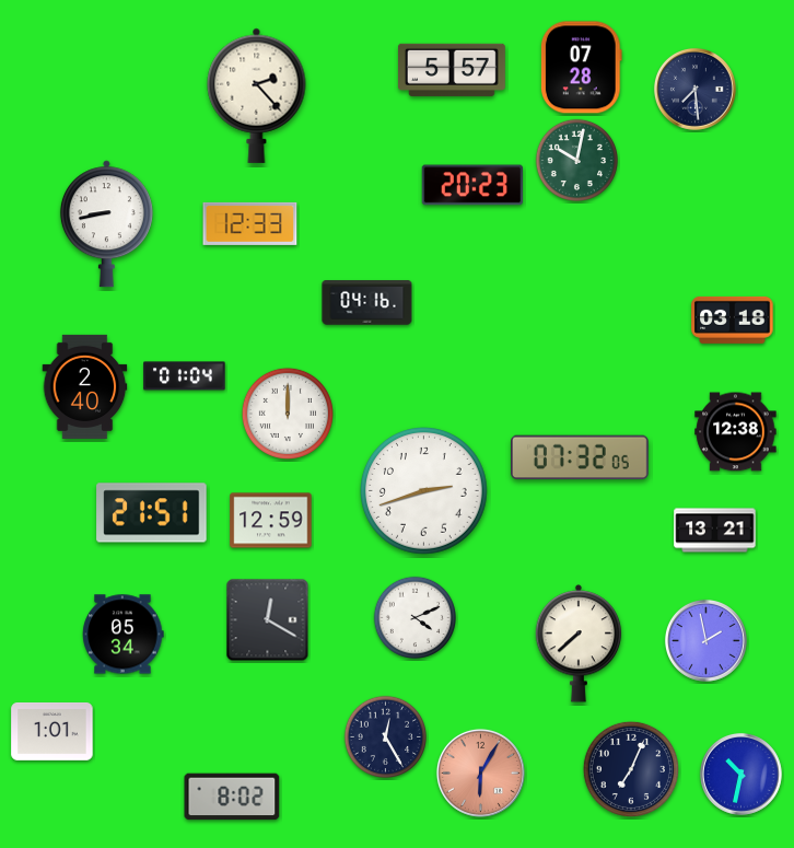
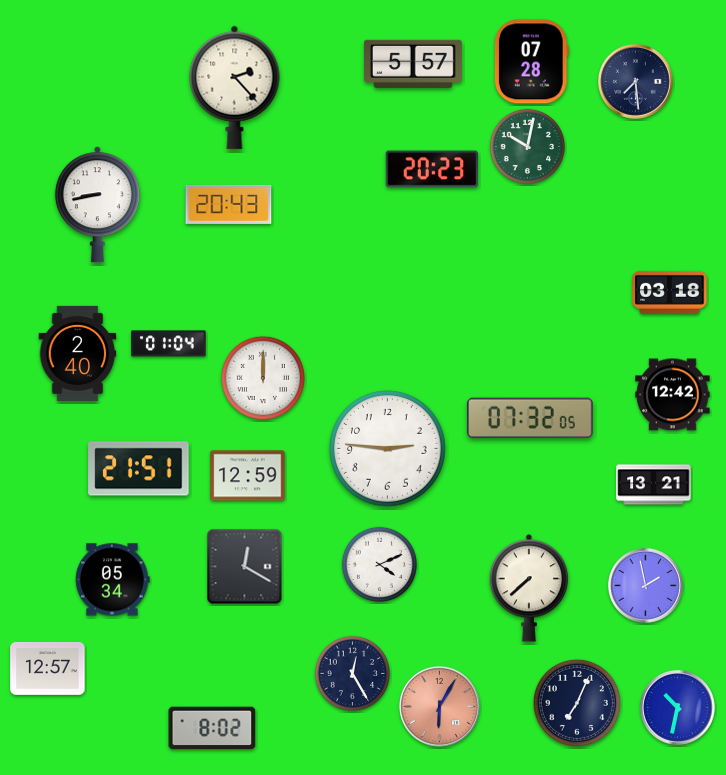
clock at (250, 223): 12:33 -> 20:43
clock at (367, 303): 04:16 -> none
clock at (736, 432): 12:38 -> 12:42
clock at (424, 491): 2:42 -> 2:46
clock at (52, 731): 1:01 -> 12:57
